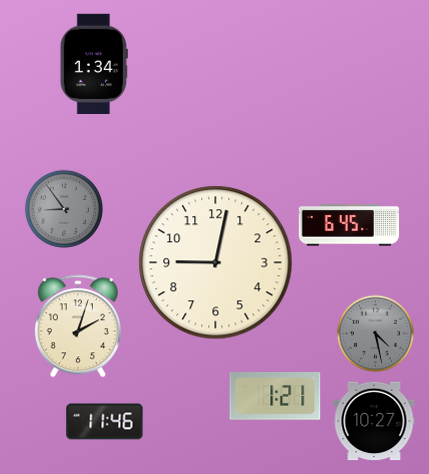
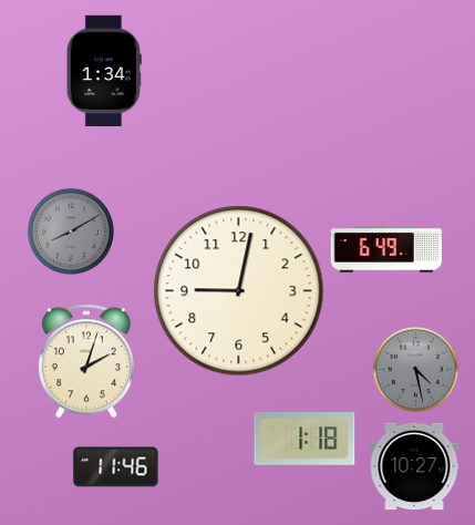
clock at (64, 209): 8:54 -> 8:10
clock at (349, 225): 6:45 -> 6:49
clock at (275, 397): 1:21 -> 1:18
